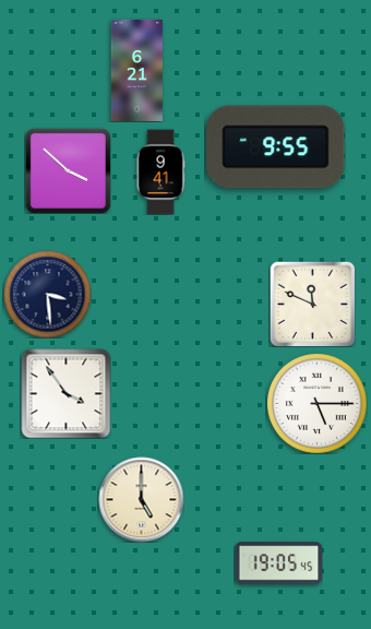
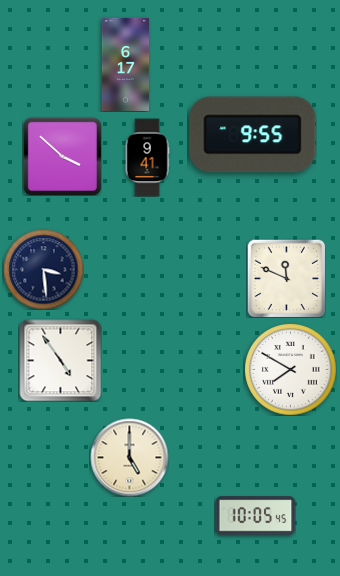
clock at (137, 70): 6:21 -> 6:17
clock at (65, 393): 3:54 -> 4:54
clock at (318, 404): 5:15 -> 7:50
clock at (278, 563): 19:05 -> 10:05
